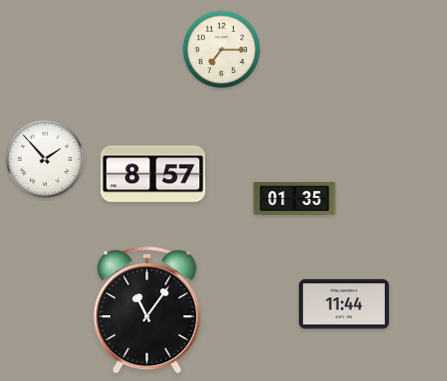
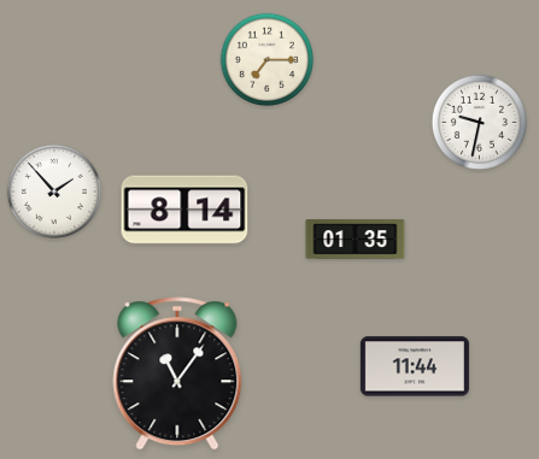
clock at (479, 122): none -> 9:32
clock at (153, 174): 8:57 -> 8:14
